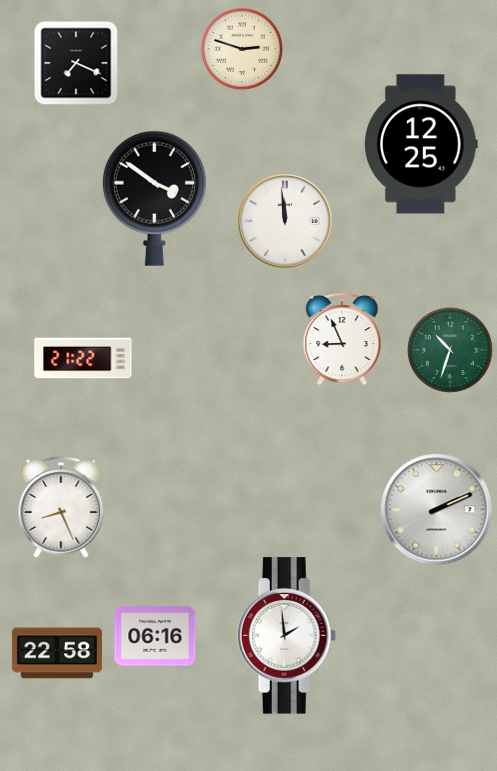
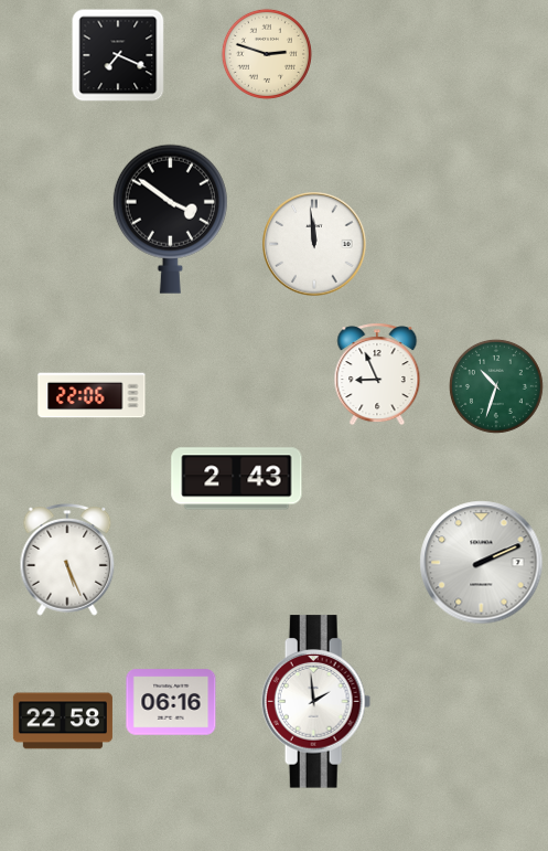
clock at (76, 63) position: (76, 63) -> (118, 55)
clock at (422, 144): 12:25 -> none
clock at (83, 358): 21:22 -> 22:06
clock at (237, 479): none -> 2:43
clock at (61, 508): 8:26 -> 5:26
